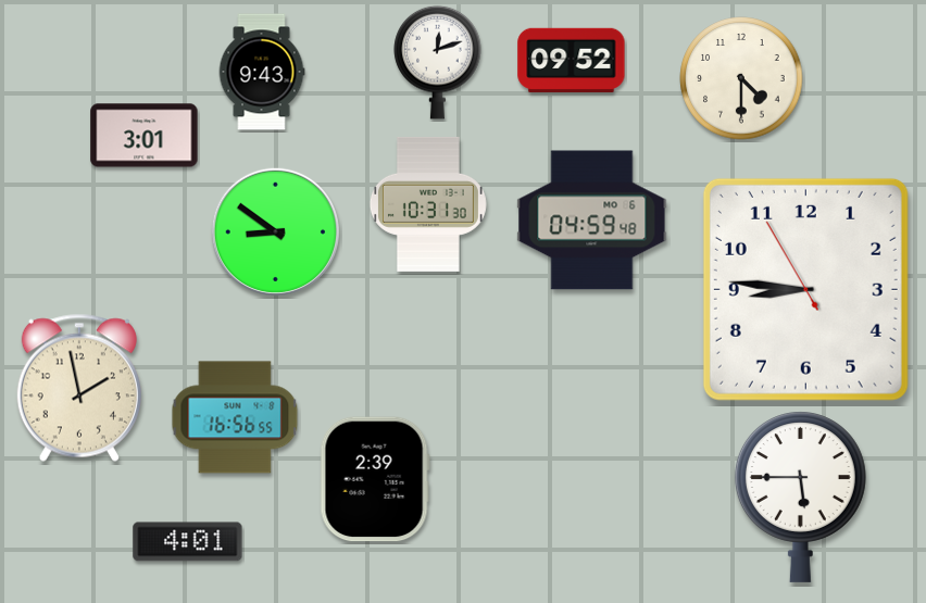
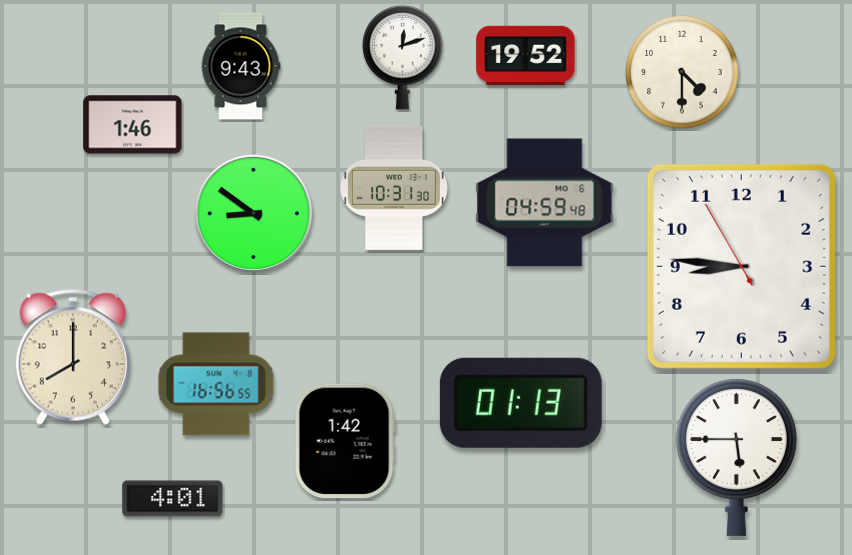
clock at (572, 60): 09:52 -> 19:52
clock at (145, 136): 3:01 -> 1:46
clock at (79, 388): 1:58 -> 8:00
clock at (521, 403): none -> 01:13
clock at (375, 479): 2:39 -> 1:42
